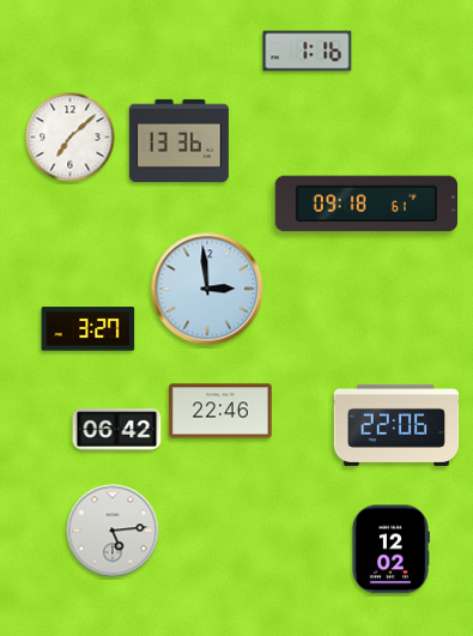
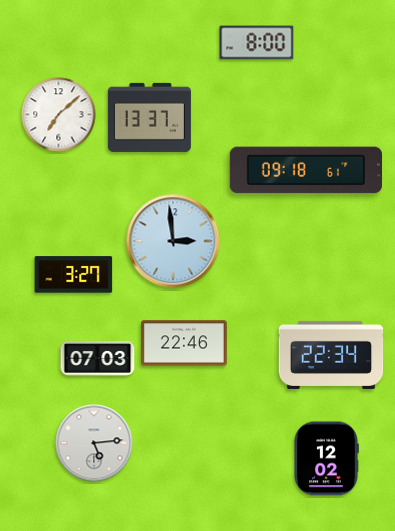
clock at (308, 52): 1:16 -> 8:00
clock at (178, 140): 13:36 -> 13:37
clock at (396, 425): 22:06 -> 22:34
clock at (117, 430): 06:42 -> 07:03
